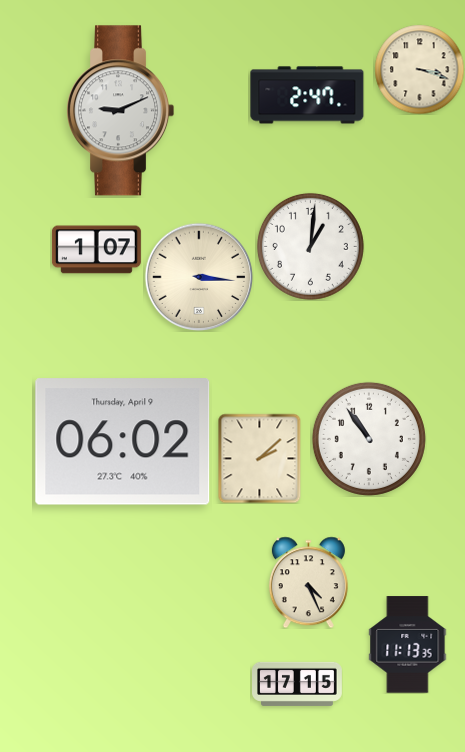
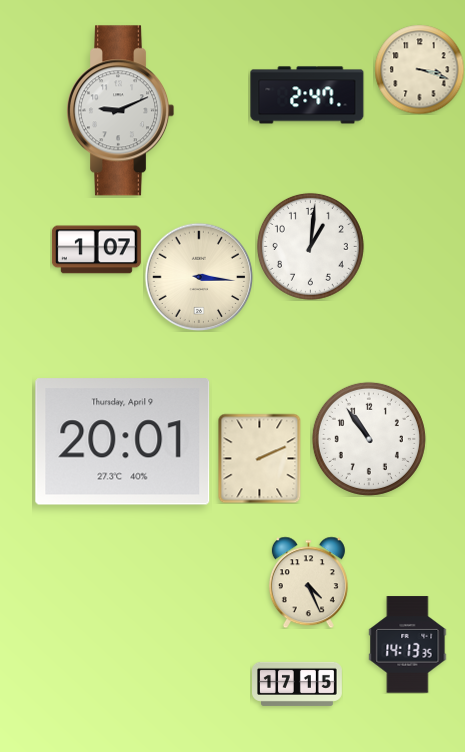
clock at (123, 442): 06:02 -> 20:01
clock at (260, 458): 2:08 -> 2:11
clock at (408, 645): 11:13 -> 14:13
